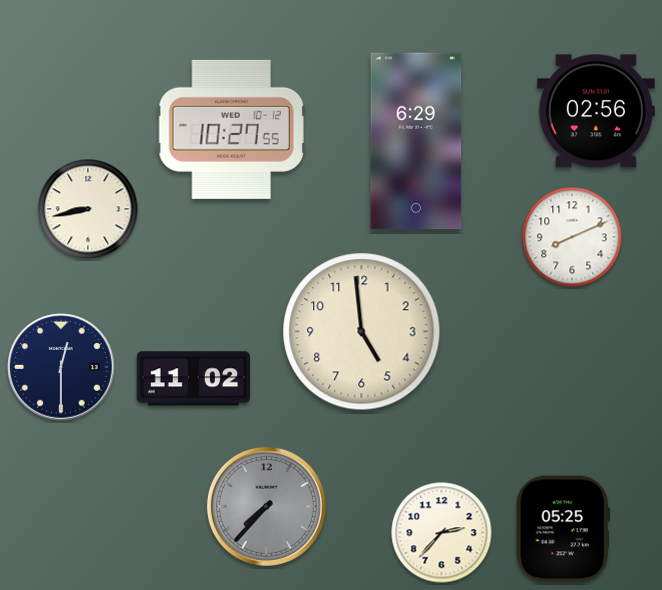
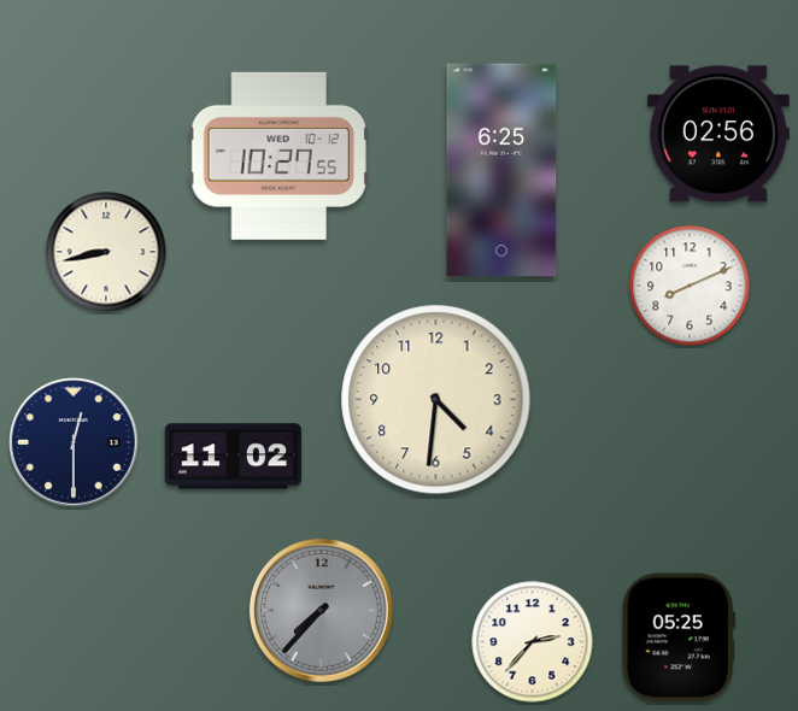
clock at (416, 141): 6:29 -> 6:25
clock at (362, 332): 4:59 -> 4:31
